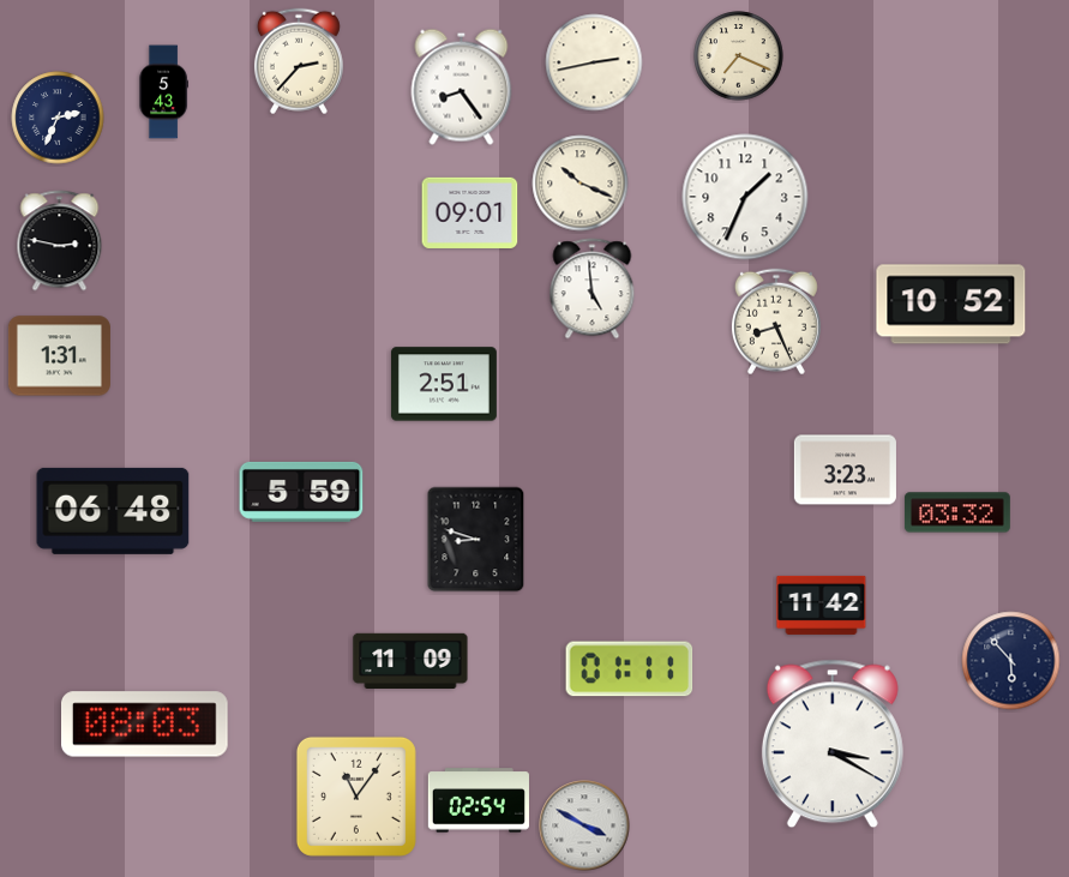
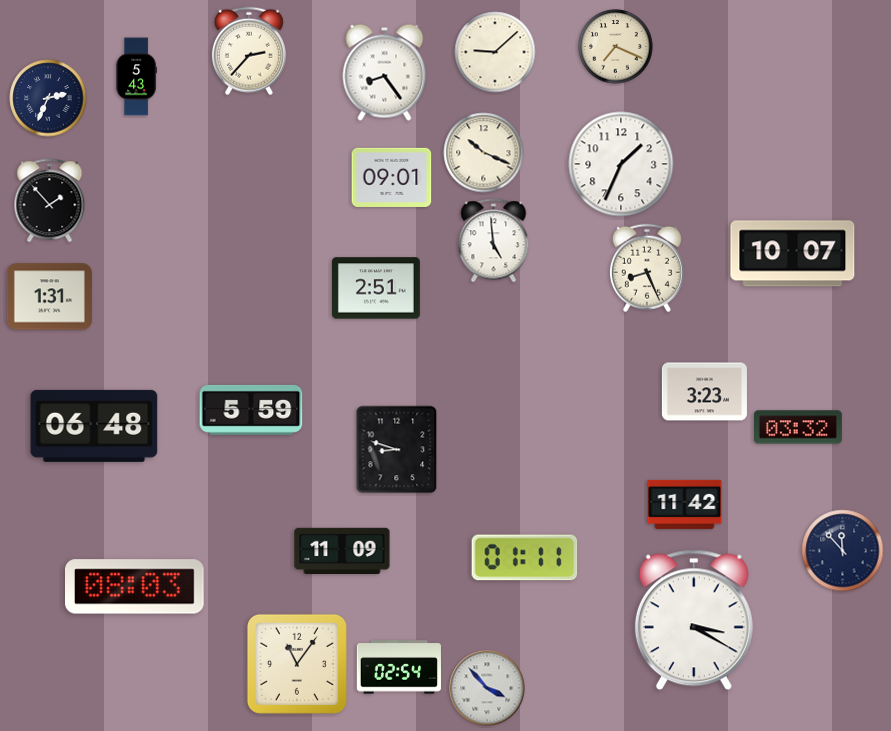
clock at (594, 62): 2:43 -> 9:08
clock at (60, 241): 2:47 -> 1:53
clock at (951, 305): 10:52 -> 10:07
clock at (444, 384) position: (444, 384) -> (376, 288)
clock at (1011, 661): 5:53 -> 11:53
clock at (145, 725) position: (145, 725) -> (135, 587)
clock at (584, 825): 3:50 -> 3:53
